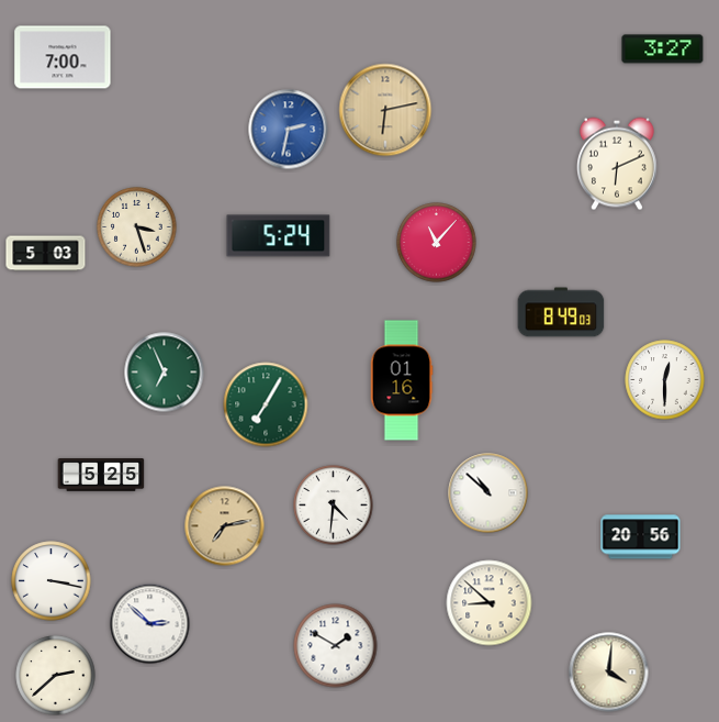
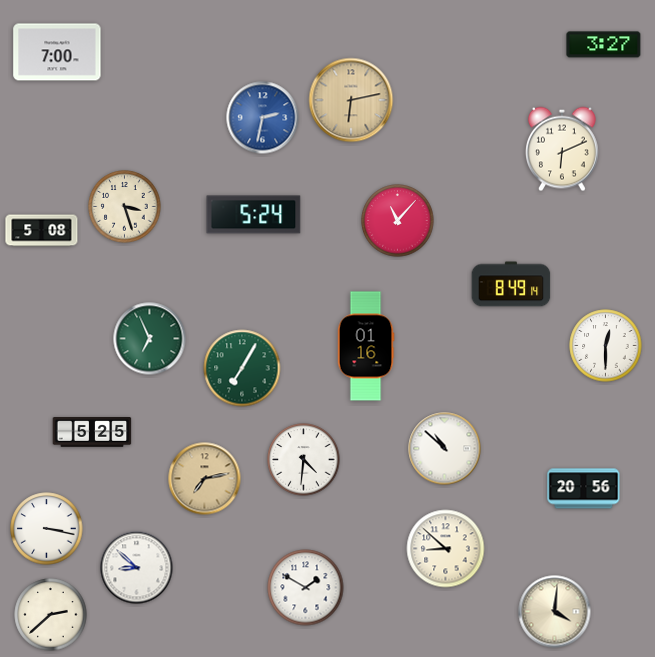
clock at (46, 254): 5:03 -> 5:08
clock at (561, 312): 8:49:03 -> 8:49:14
clock at (150, 624): 2:52 -> 8:52
